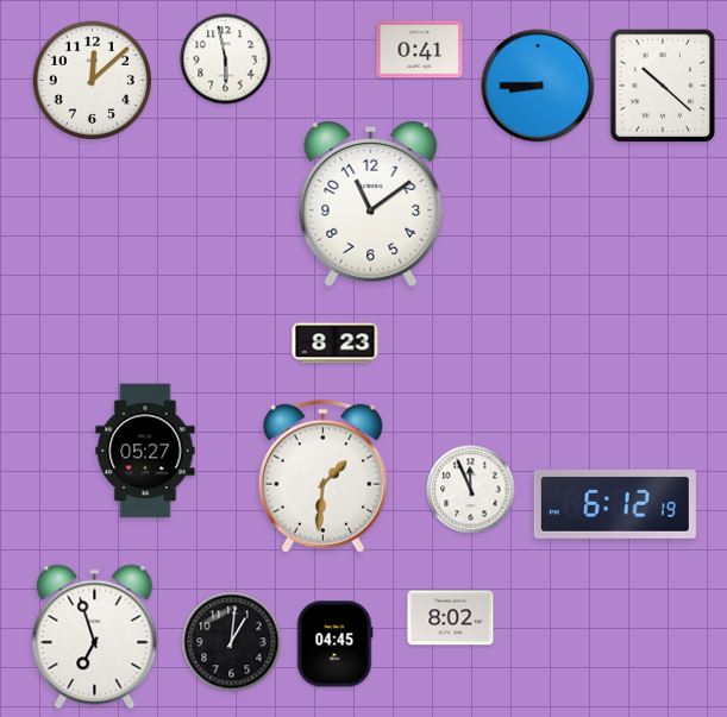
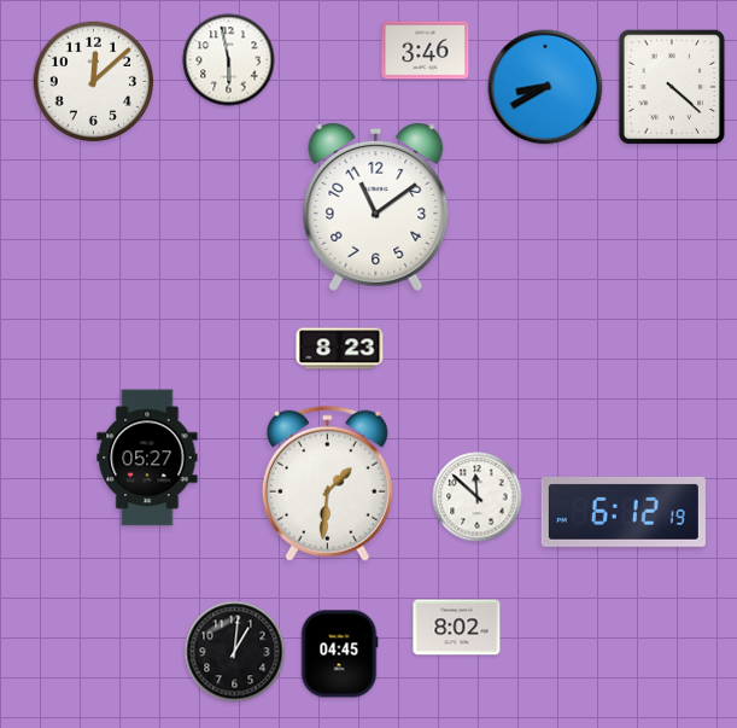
clock at (420, 50): 0:41 -> 3:46
clock at (538, 86): 8:45 -> 8:40
clock at (663, 86): 10:22 -> 4:22
clock at (471, 490): 11:56 -> 11:52
clock at (95, 637): 6:57 -> none
